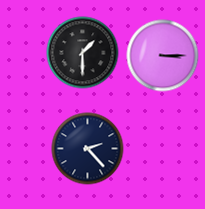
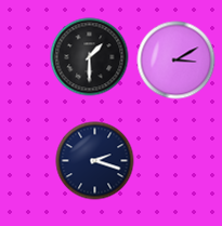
clock at (163, 56): 3:15 -> 3:10
clock at (88, 149): 2:23 -> 2:18
